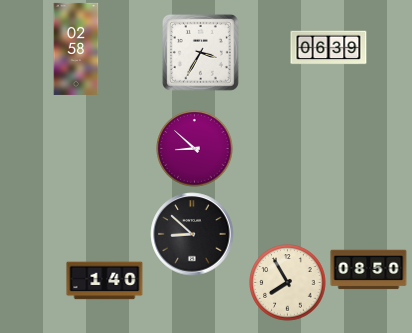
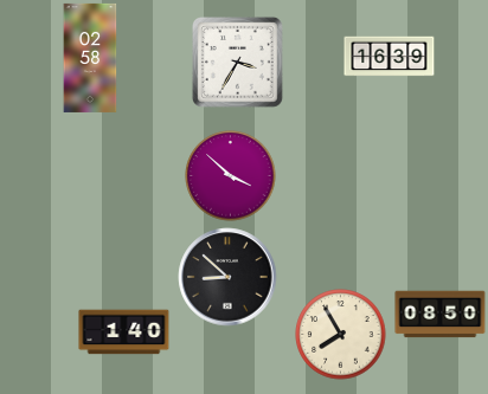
clock at (329, 48): 06:39 -> 16:39
clock at (195, 149): 8:52 -> 3:52
clock at (369, 270) position: (369, 270) -> (441, 315)
